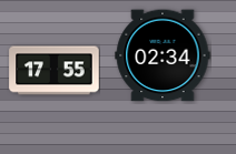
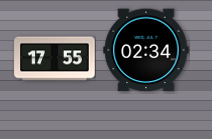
clock at (55, 71) position: (55, 71) -> (55, 59)
